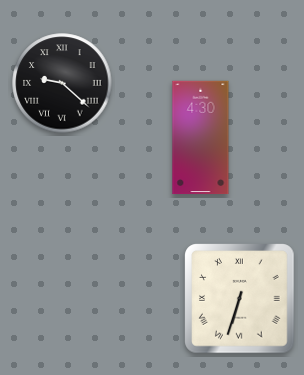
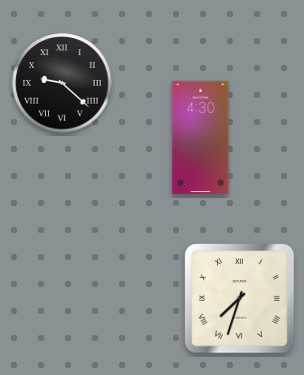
clock at (240, 299): 6:33 -> 7:33
